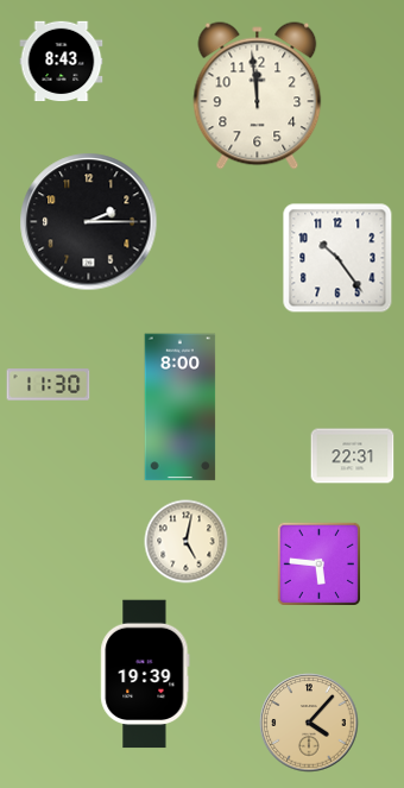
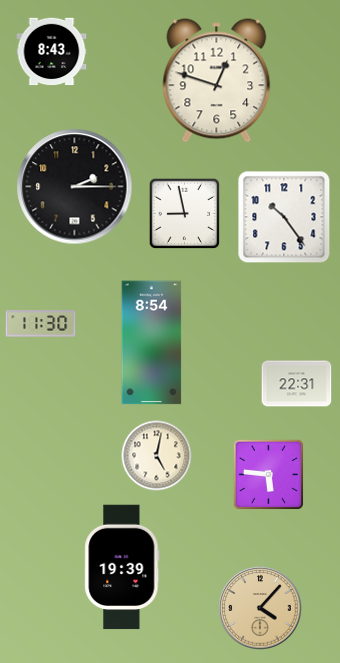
clock at (258, 96): 11:59 -> 12:48
clock at (184, 213): none -> 8:58
clock at (181, 408): 8:00 -> 8:54
